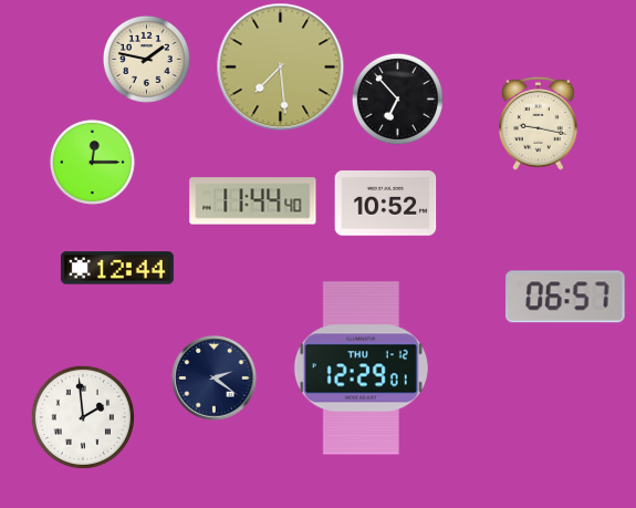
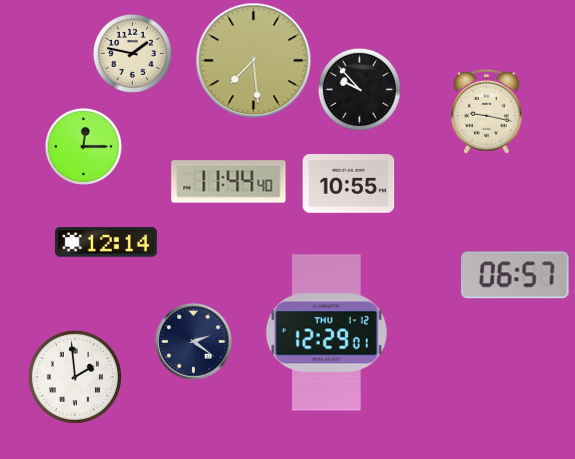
clock at (397, 99): 6:53 -> 9:53
clock at (386, 204): 10:52 -> 10:55
clock at (117, 268): 12:44 -> 12:14
clock at (566, 297) position: (566, 297) -> (516, 275)
